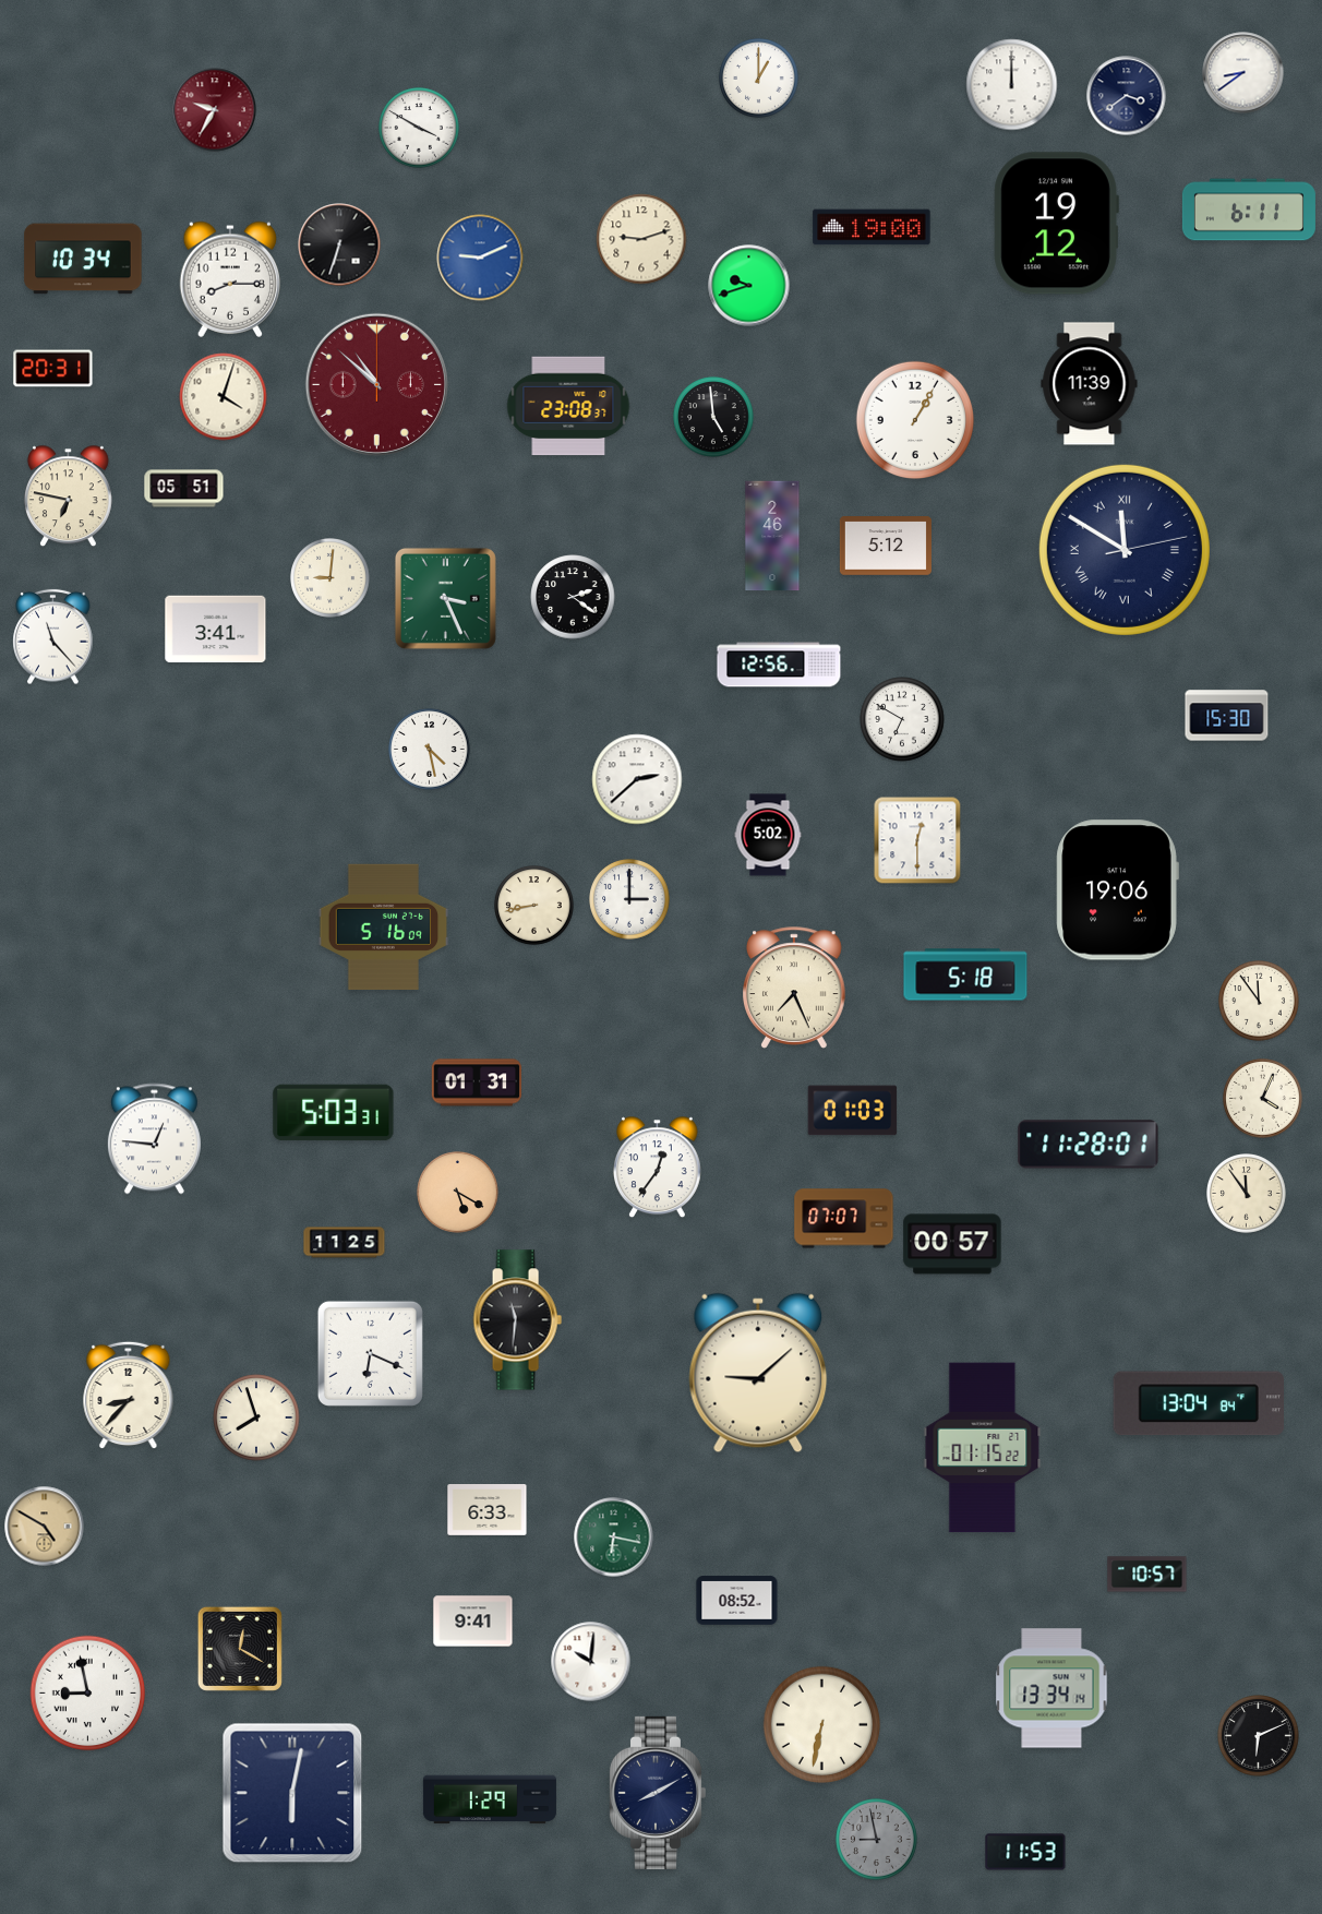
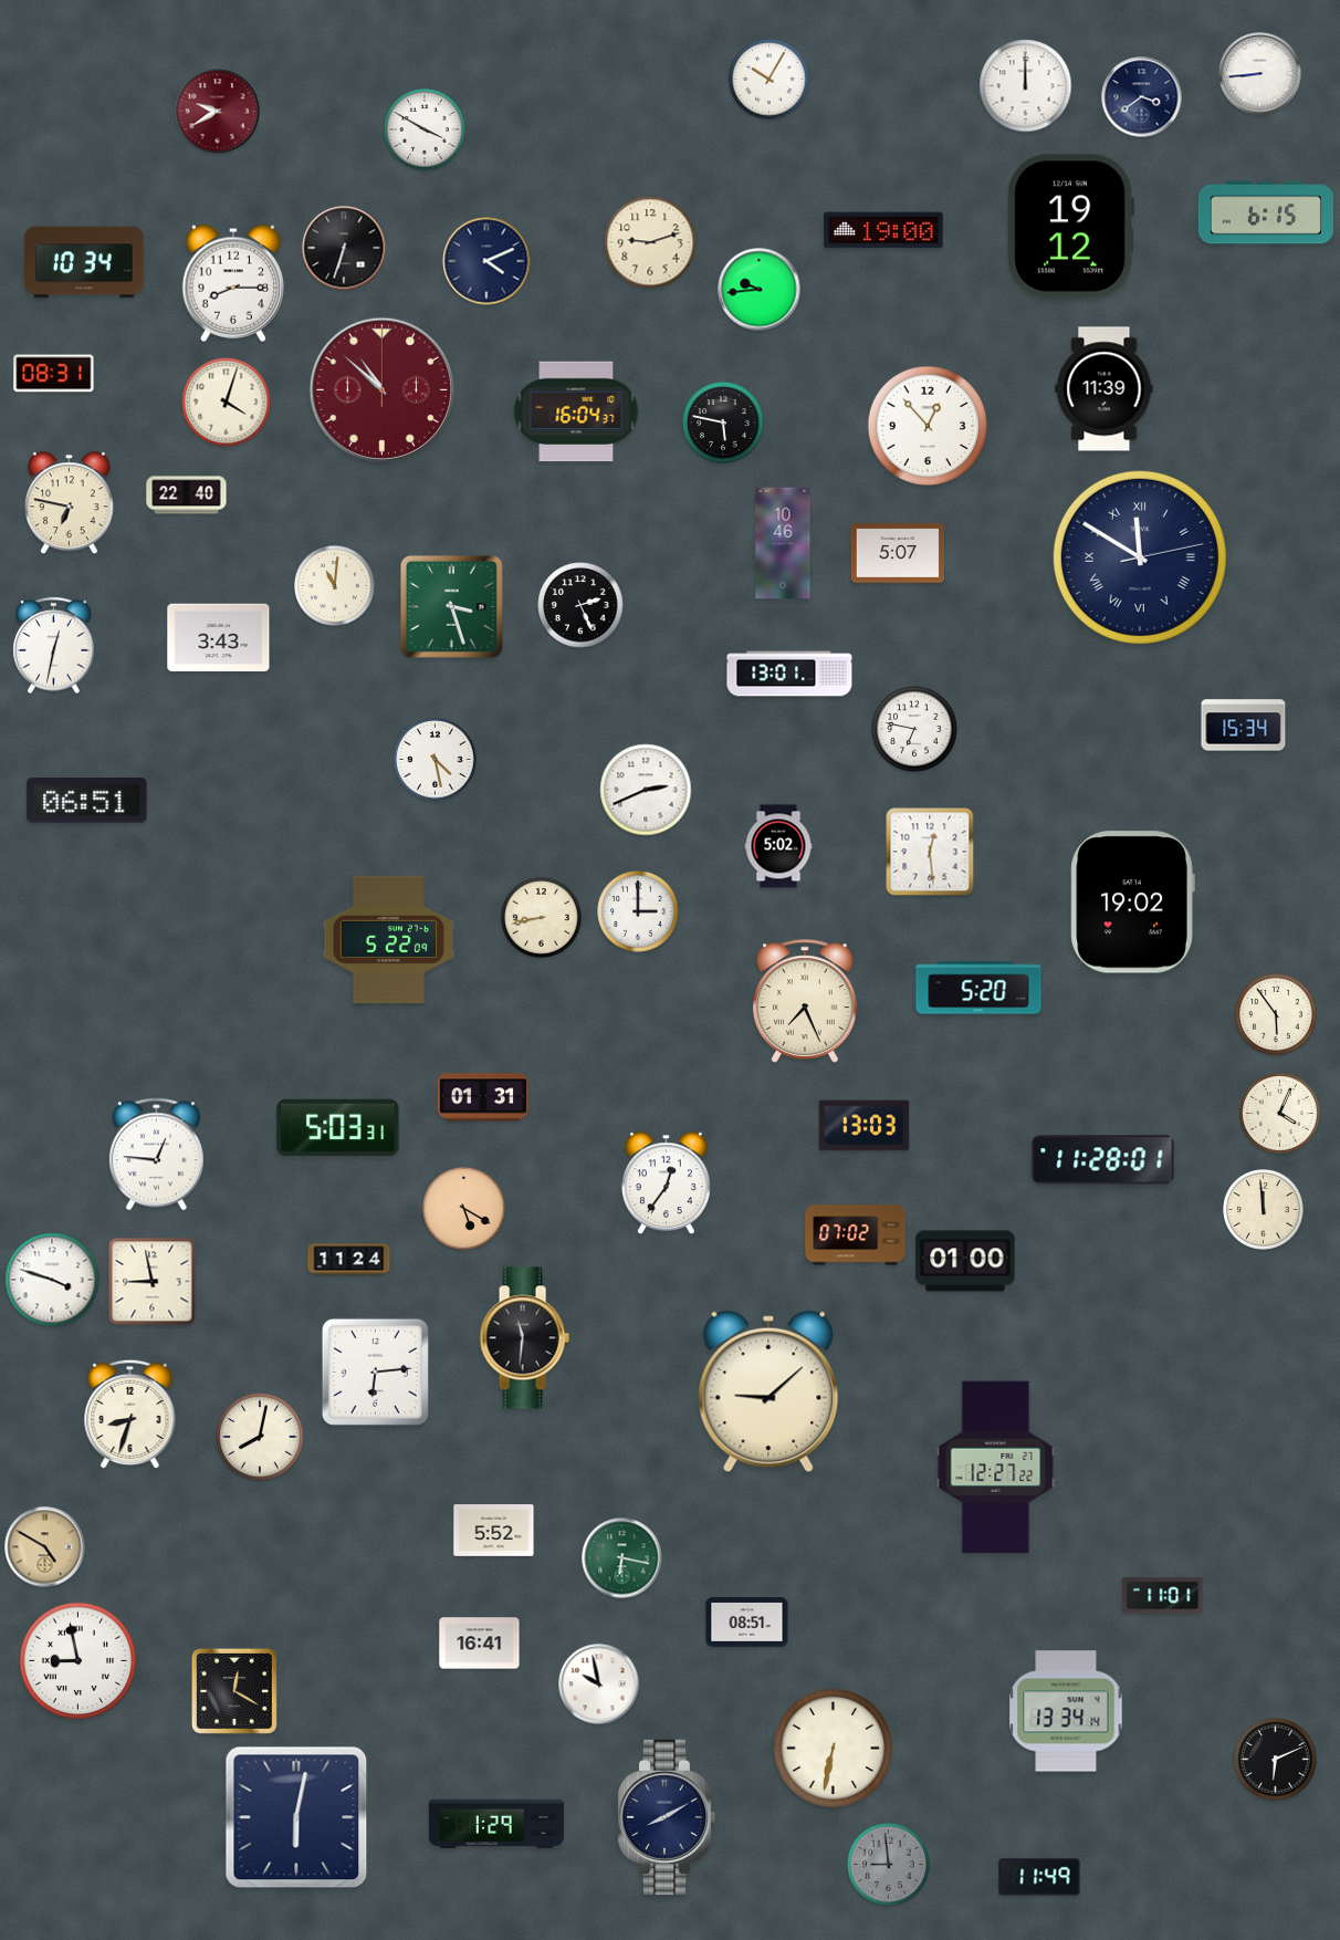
clock at (1243, 73): 8:39 -> 8:44
clock at (759, 79): 1:00 -> 10:05
clock at (215, 110): 9:35 -> 9:40
clock at (1249, 210): 6:11 -> 6:15
clock at (480, 258): 9:11 -> 4:11
clock at (480, 258) dial: blue -> navy
clock at (749, 286): 9:42 -> 9:44
clock at (53, 369): 20:31 -> 08:31
clock at (568, 406): 23:08 -> 16:04
clock at (713, 417): 4:59 -> 5:47
clock at (914, 419): 1:05 -> 12:53
clock at (184, 489): 05:51 -> 22:40
clock at (772, 536): 2:46 -> 10:46
clock at (886, 547): 5:12 -> 5:07
clock at (330, 578): 9:01 -> 11:01
clock at (573, 597): 2:21 -> 2:26
clock at (445, 598): 3:26 -> 3:27
clock at (216, 630): 3:41 -> 3:43
clock at (53, 637): 11:23 -> 12:32
clock at (779, 665): 12:56 -> 13:01
clock at (1227, 716): 15:30 -> 15:34
clock at (902, 719): 6:50 -> 6:47
clock at (637, 779): 2:38 -> 2:41
clock at (87, 801): none -> 06:51
clock at (917, 840): 12:30 -> 12:29
clock at (1117, 890): 19:06 -> 19:02
clock at (384, 928): 5:16 -> 5:22
clock at (965, 974): 5:18 -> 5:20
clock at (1259, 1001): 11:54 -> 5:54
clock at (853, 1111): 01:03 -> 13:03
clock at (1247, 1194): 11:54 -> 11:59
clock at (844, 1219): 07:07 -> 07:02
clock at (345, 1243): 11:25 -> 11:24
clock at (952, 1244): 00:57 -> 01:00
clock at (52, 1280): none -> 3:48
clock at (153, 1282): none -> 8:58
clock at (370, 1353): 6:19 -> 6:14
clock at (129, 1396): 8:37 -> 8:33
clock at (1198, 1403): 13:04 -> none
clock at (256, 1417): 7:57 -> 8:02
clock at (983, 1448): 01:15 -> 12:27
clock at (488, 1510): 6:33 -> 5:52
clock at (1147, 1575): 10:57 -> 11:01
clock at (737, 1601): 08:52 -> 08:51
clock at (473, 1622): 9:41 -> 16:41
clock at (240, 1649) position: (240, 1649) -> (234, 1691)
clock at (591, 1662): 10:01 -> 9:58
clock at (88, 1694) position: (88, 1694) -> (78, 1661)
clock at (877, 1840): 8:58 -> 8:59
clock at (1025, 1852): 11:53 -> 11:49
